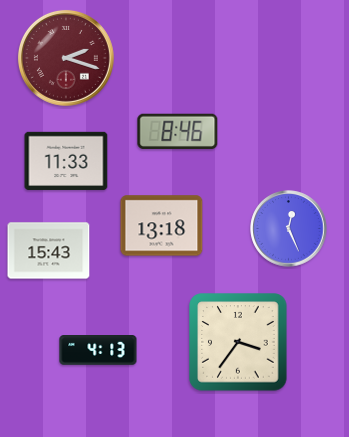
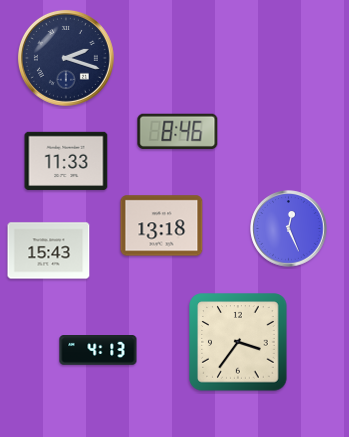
clock at (66, 58) dial: burgundy -> navy
